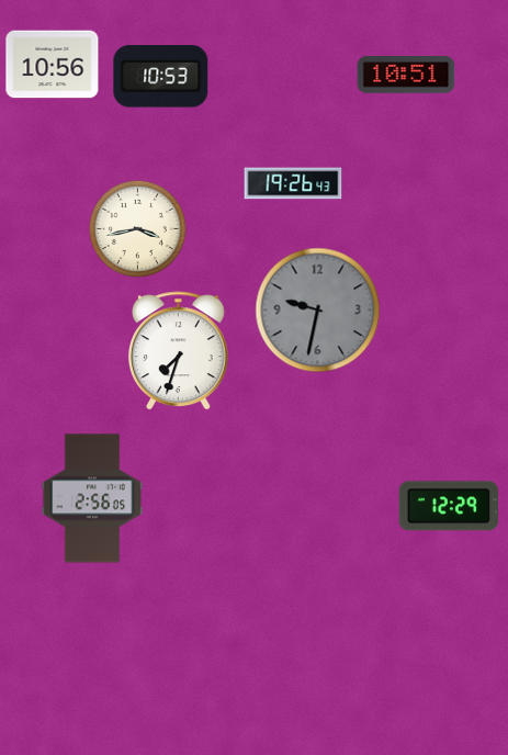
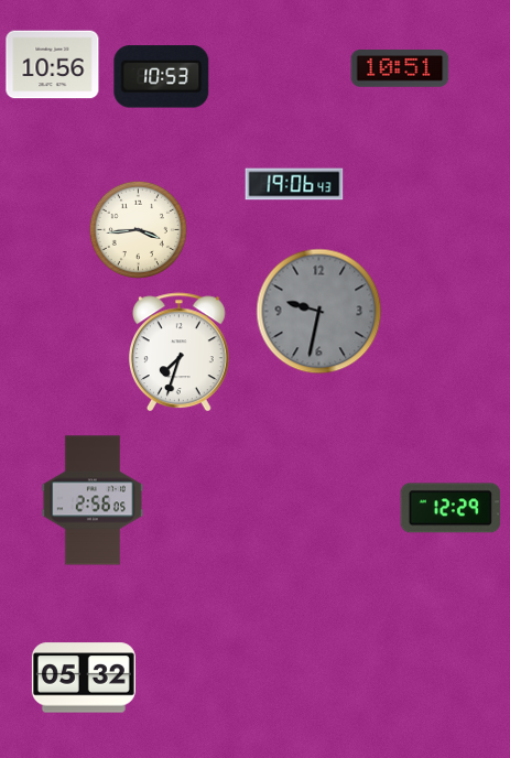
clock at (406, 76) position: (406, 76) -> (400, 69)
clock at (293, 183): 19:26 -> 19:06
clock at (137, 228): 3:43 -> 3:44
clock at (84, 678): none -> 05:32
